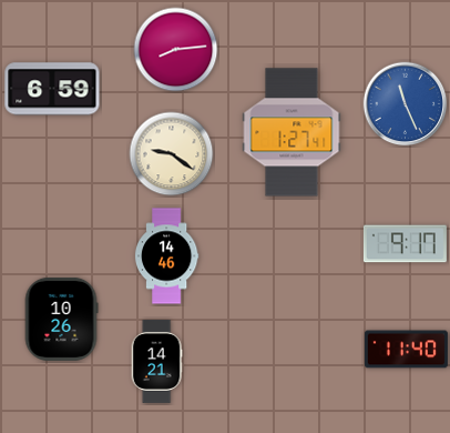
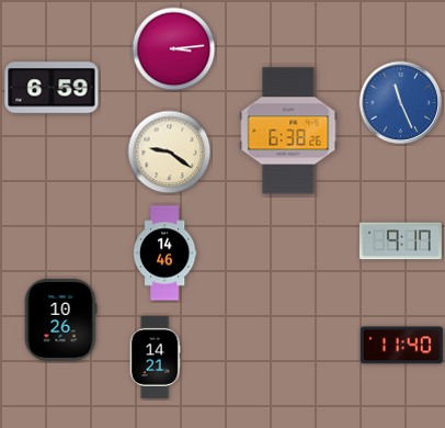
clock at (176, 50): 8:14 -> 3:14
clock at (292, 132): 1:27 -> 6:38
clock at (61, 319) position: (61, 319) -> (60, 319)
